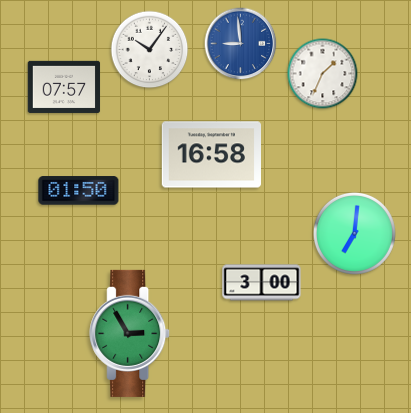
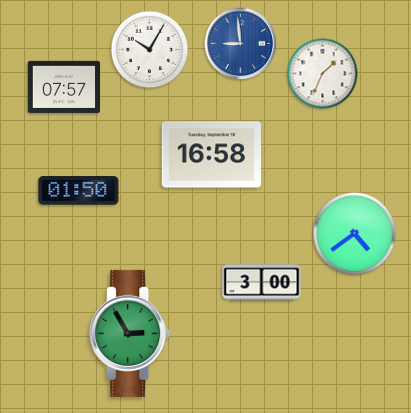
clock at (150, 50): 10:06 -> 10:05
clock at (354, 233): 7:01 -> 4:39
